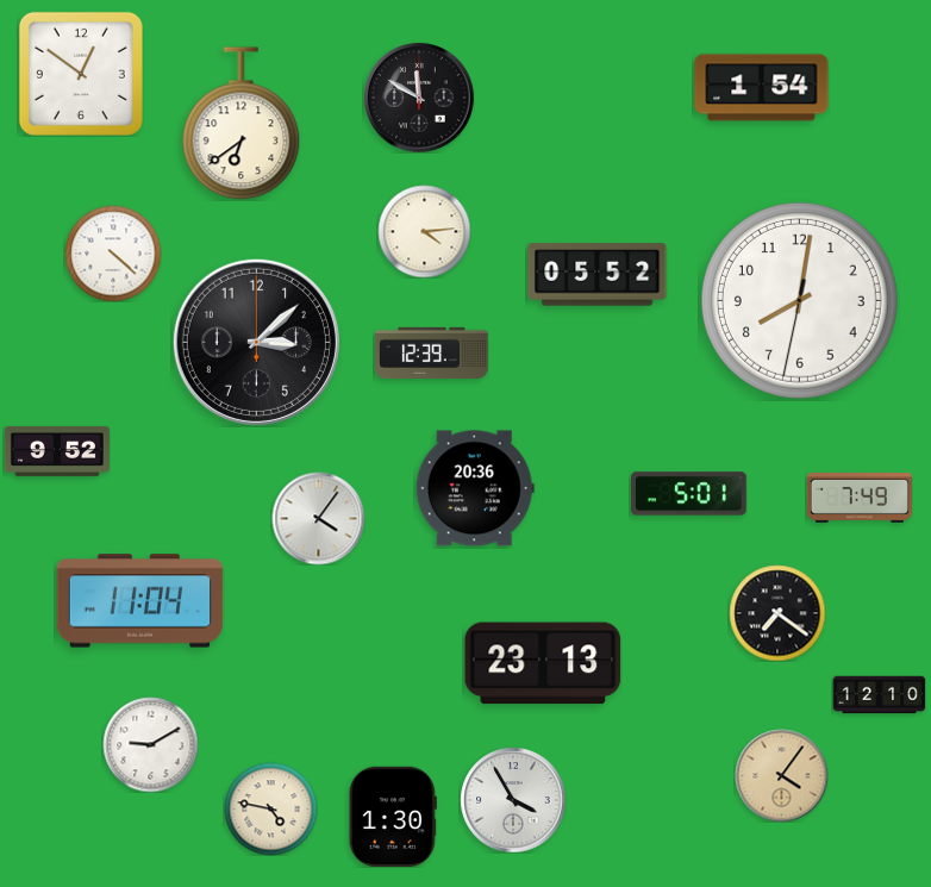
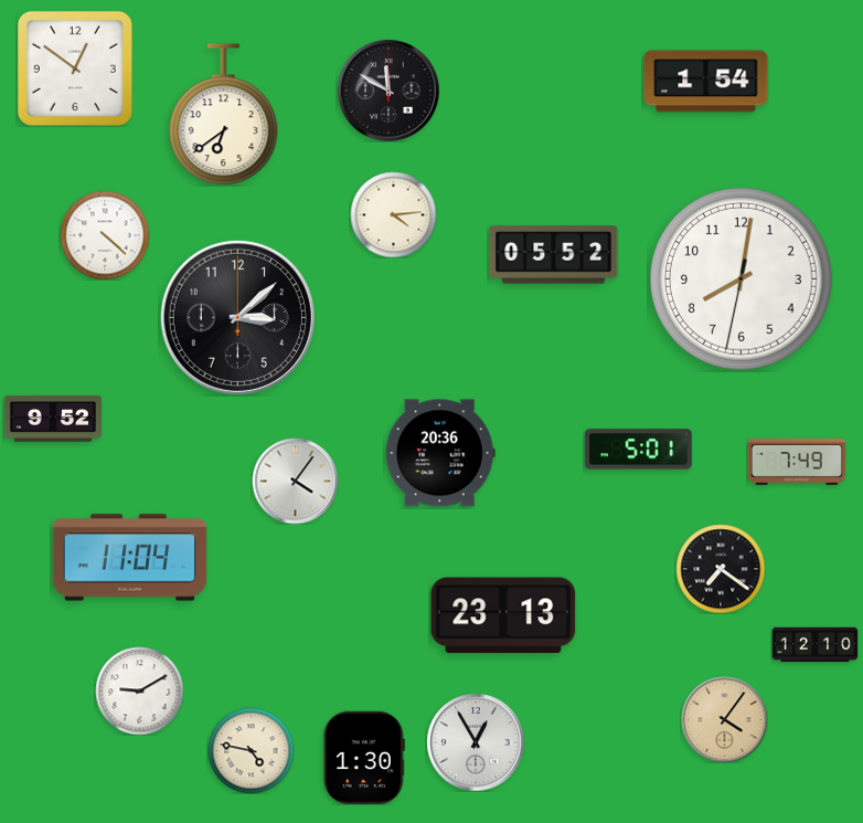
clock at (432, 352): 12:39 -> none
clock at (689, 494) position: (689, 494) -> (639, 450)
clock at (513, 800): 3:55 -> 12:55
